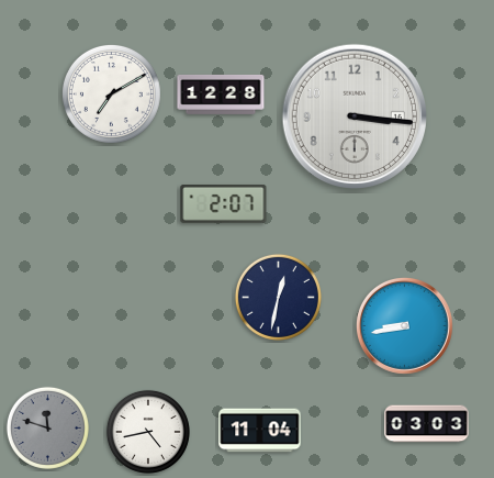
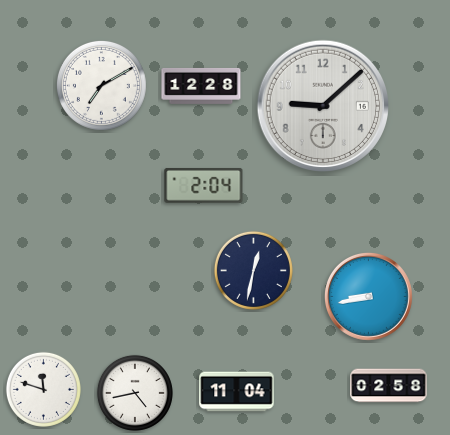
clock at (353, 115): 3:16 -> 9:08
clock at (224, 204): 2:07 -> 2:04
clock at (427, 424): 03:03 -> 02:58
clock at (47, 427) dial: grey -> white
